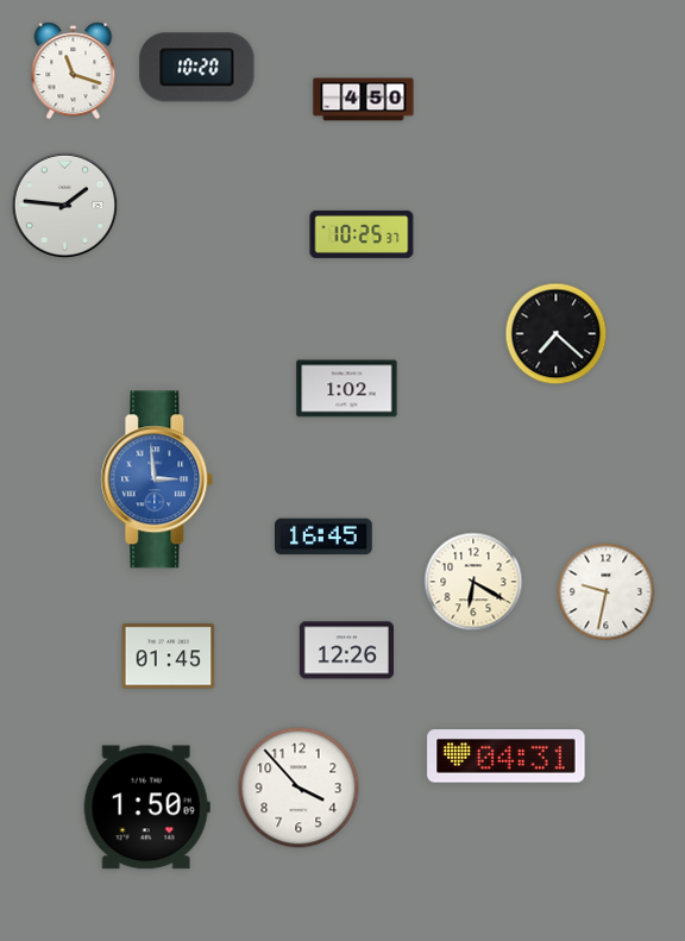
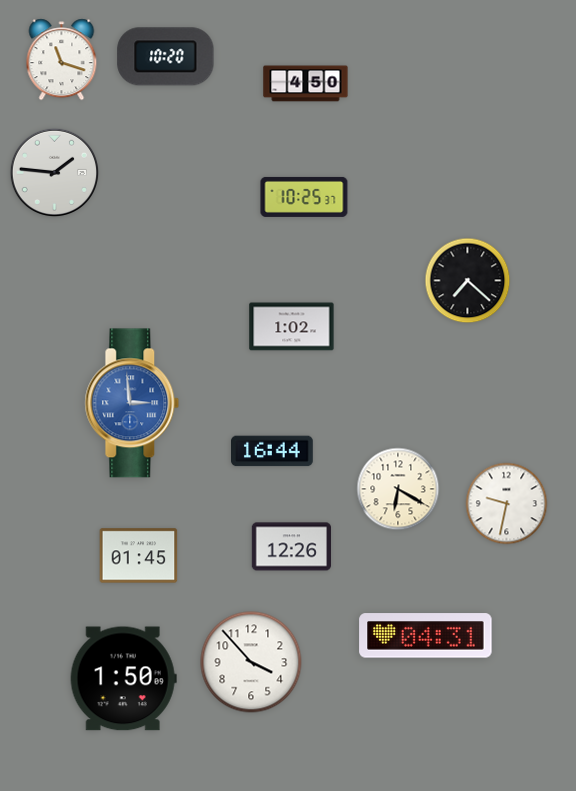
clock at (325, 537): 16:45 -> 16:44
clock at (607, 592) position: (607, 592) -> (507, 504)
clock at (169, 657) position: (169, 657) -> (139, 556)
